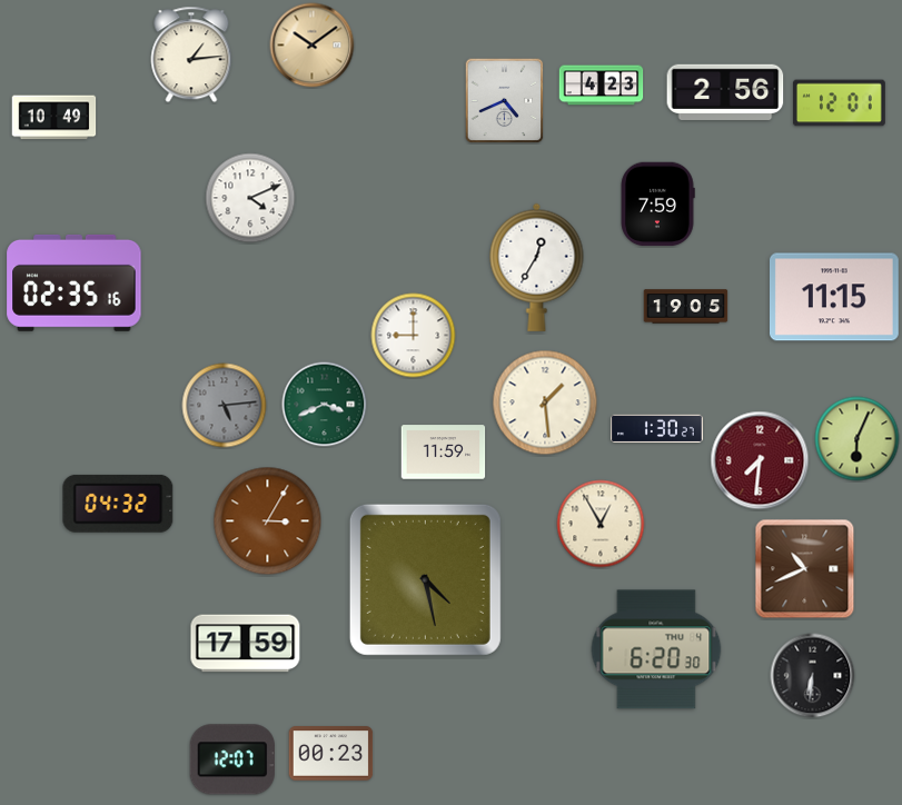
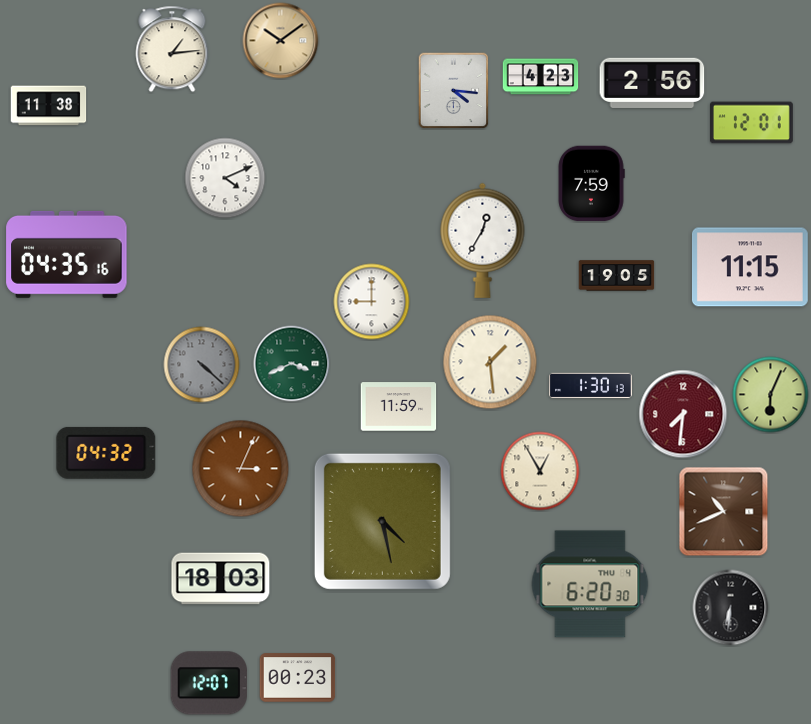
clock at (505, 101): 4:41 -> 4:16
clock at (840, 103) position: (840, 103) -> (752, 123)
clock at (54, 118): 10:49 -> 11:38
clock at (75, 282): 02:35 -> 04:35
clock at (225, 406): 5:14 -> 4:22
clock at (657, 429): 1:30:27 -> 1:30:13
clock at (268, 521): 3:05 -> 3:04
clock at (246, 644): 17:59 -> 18:03
